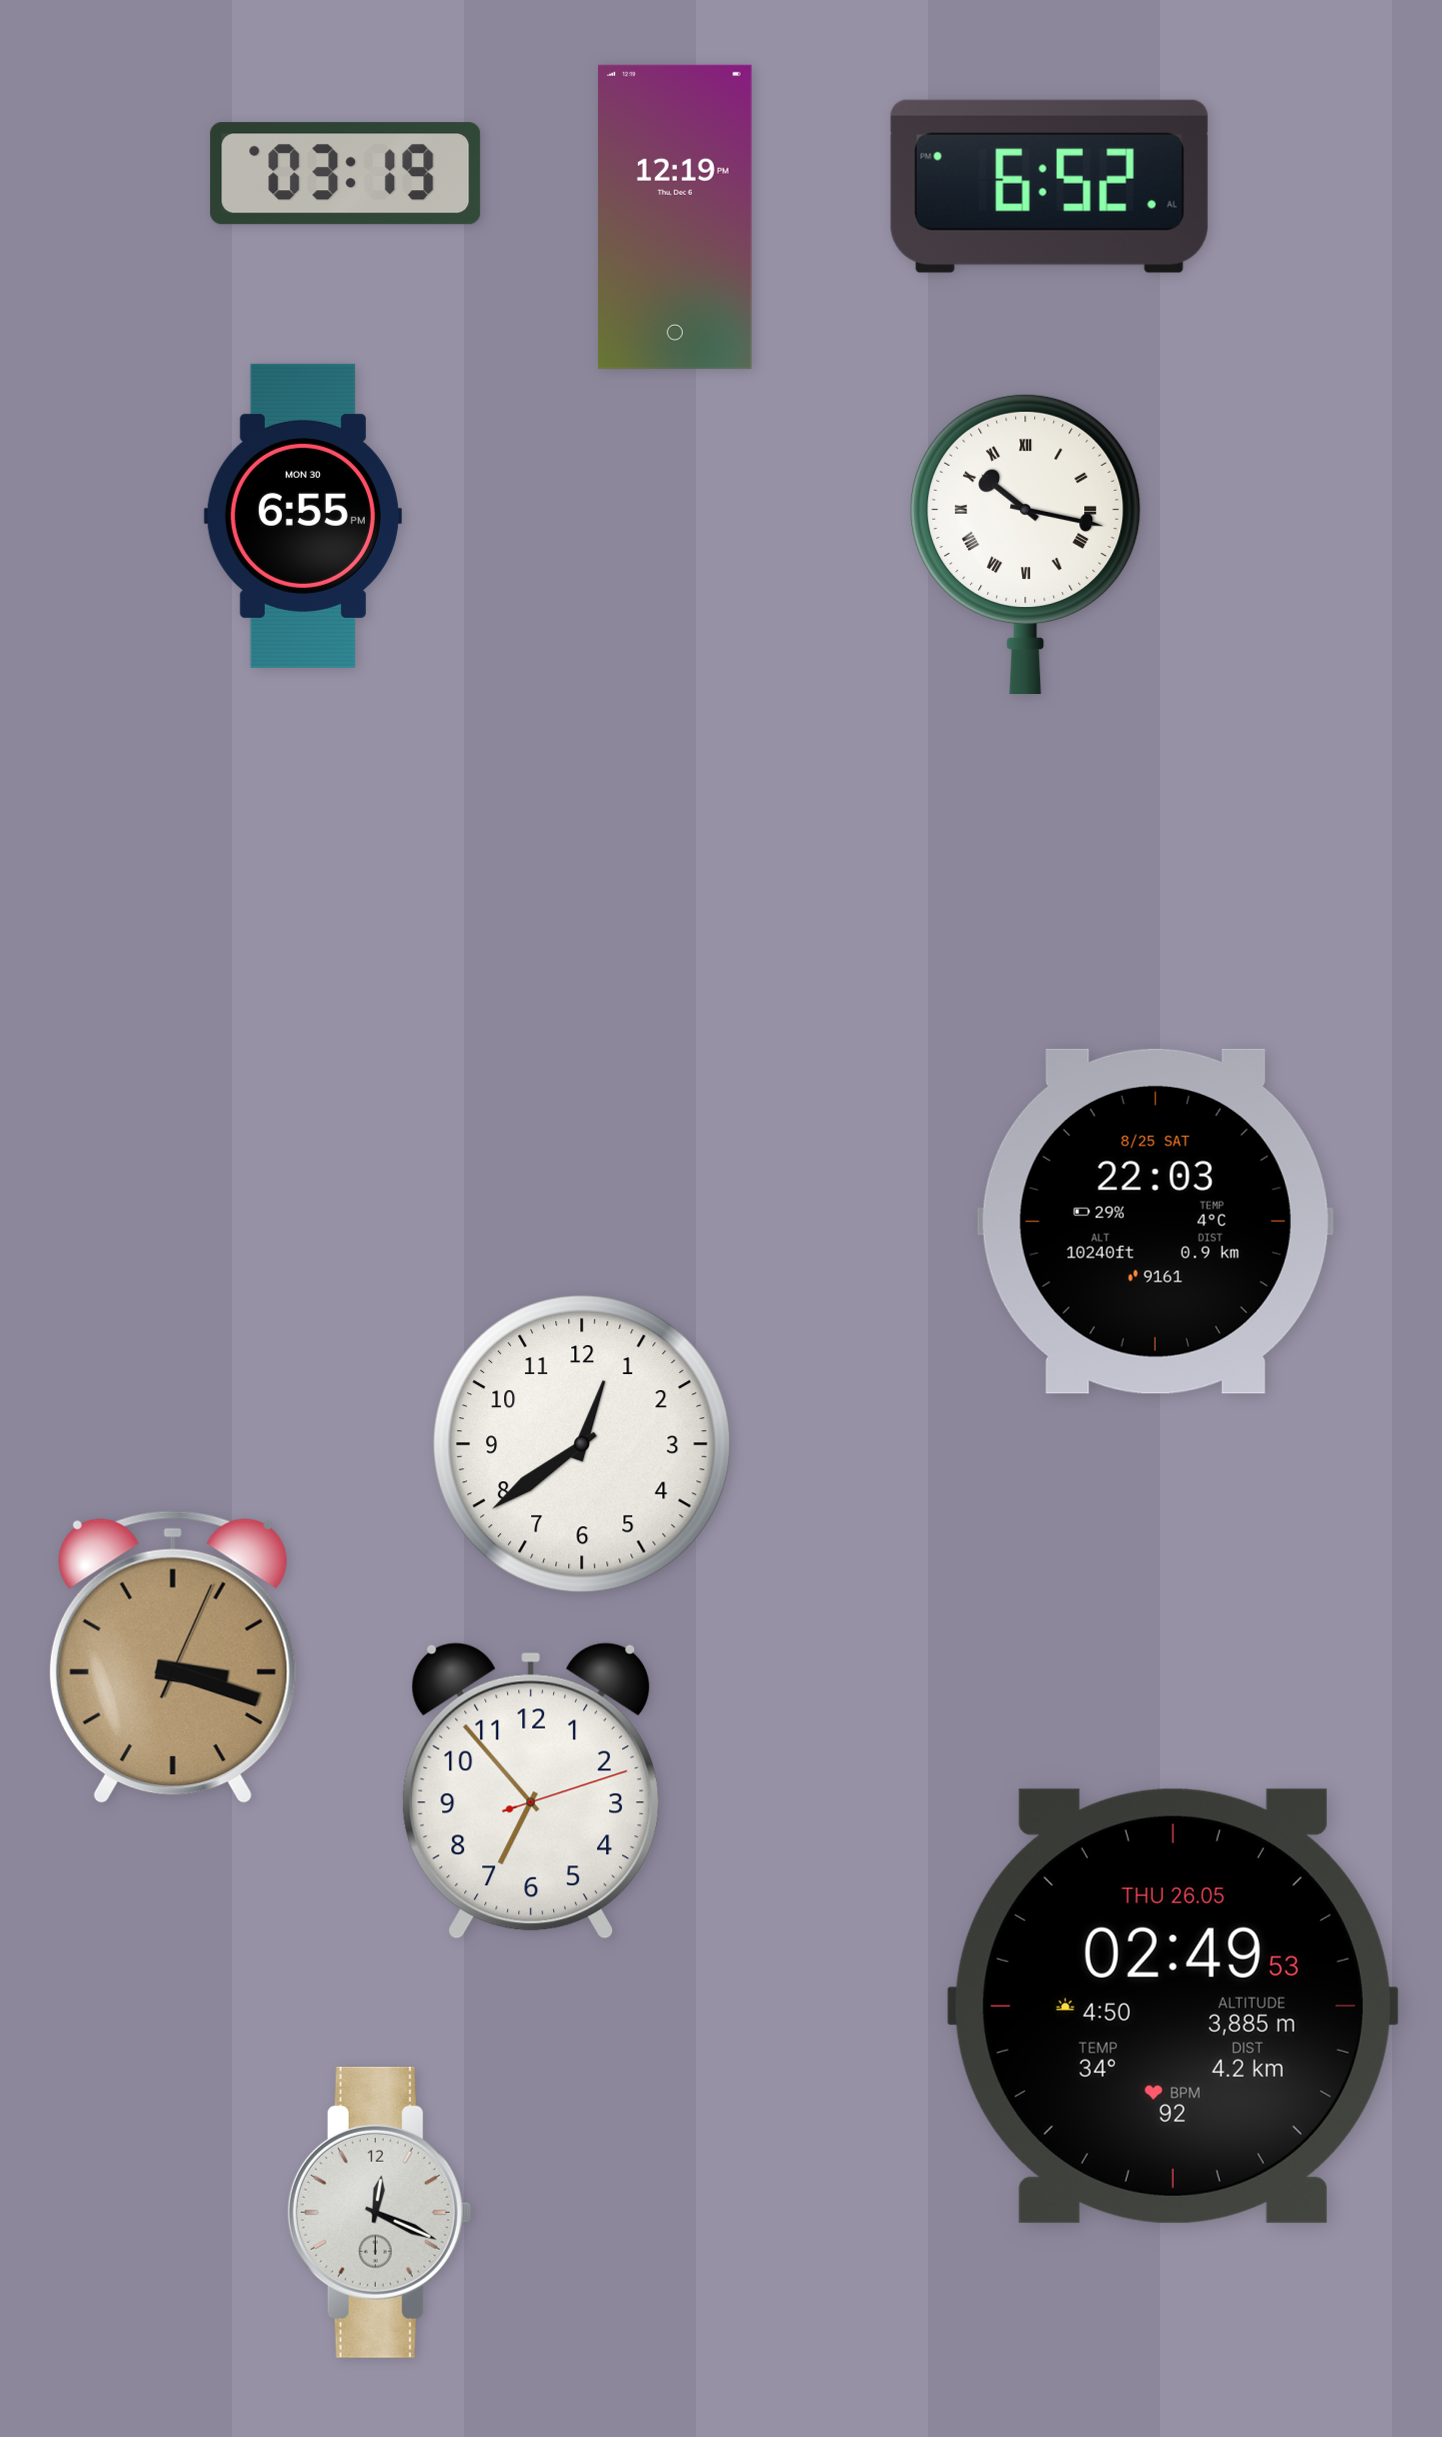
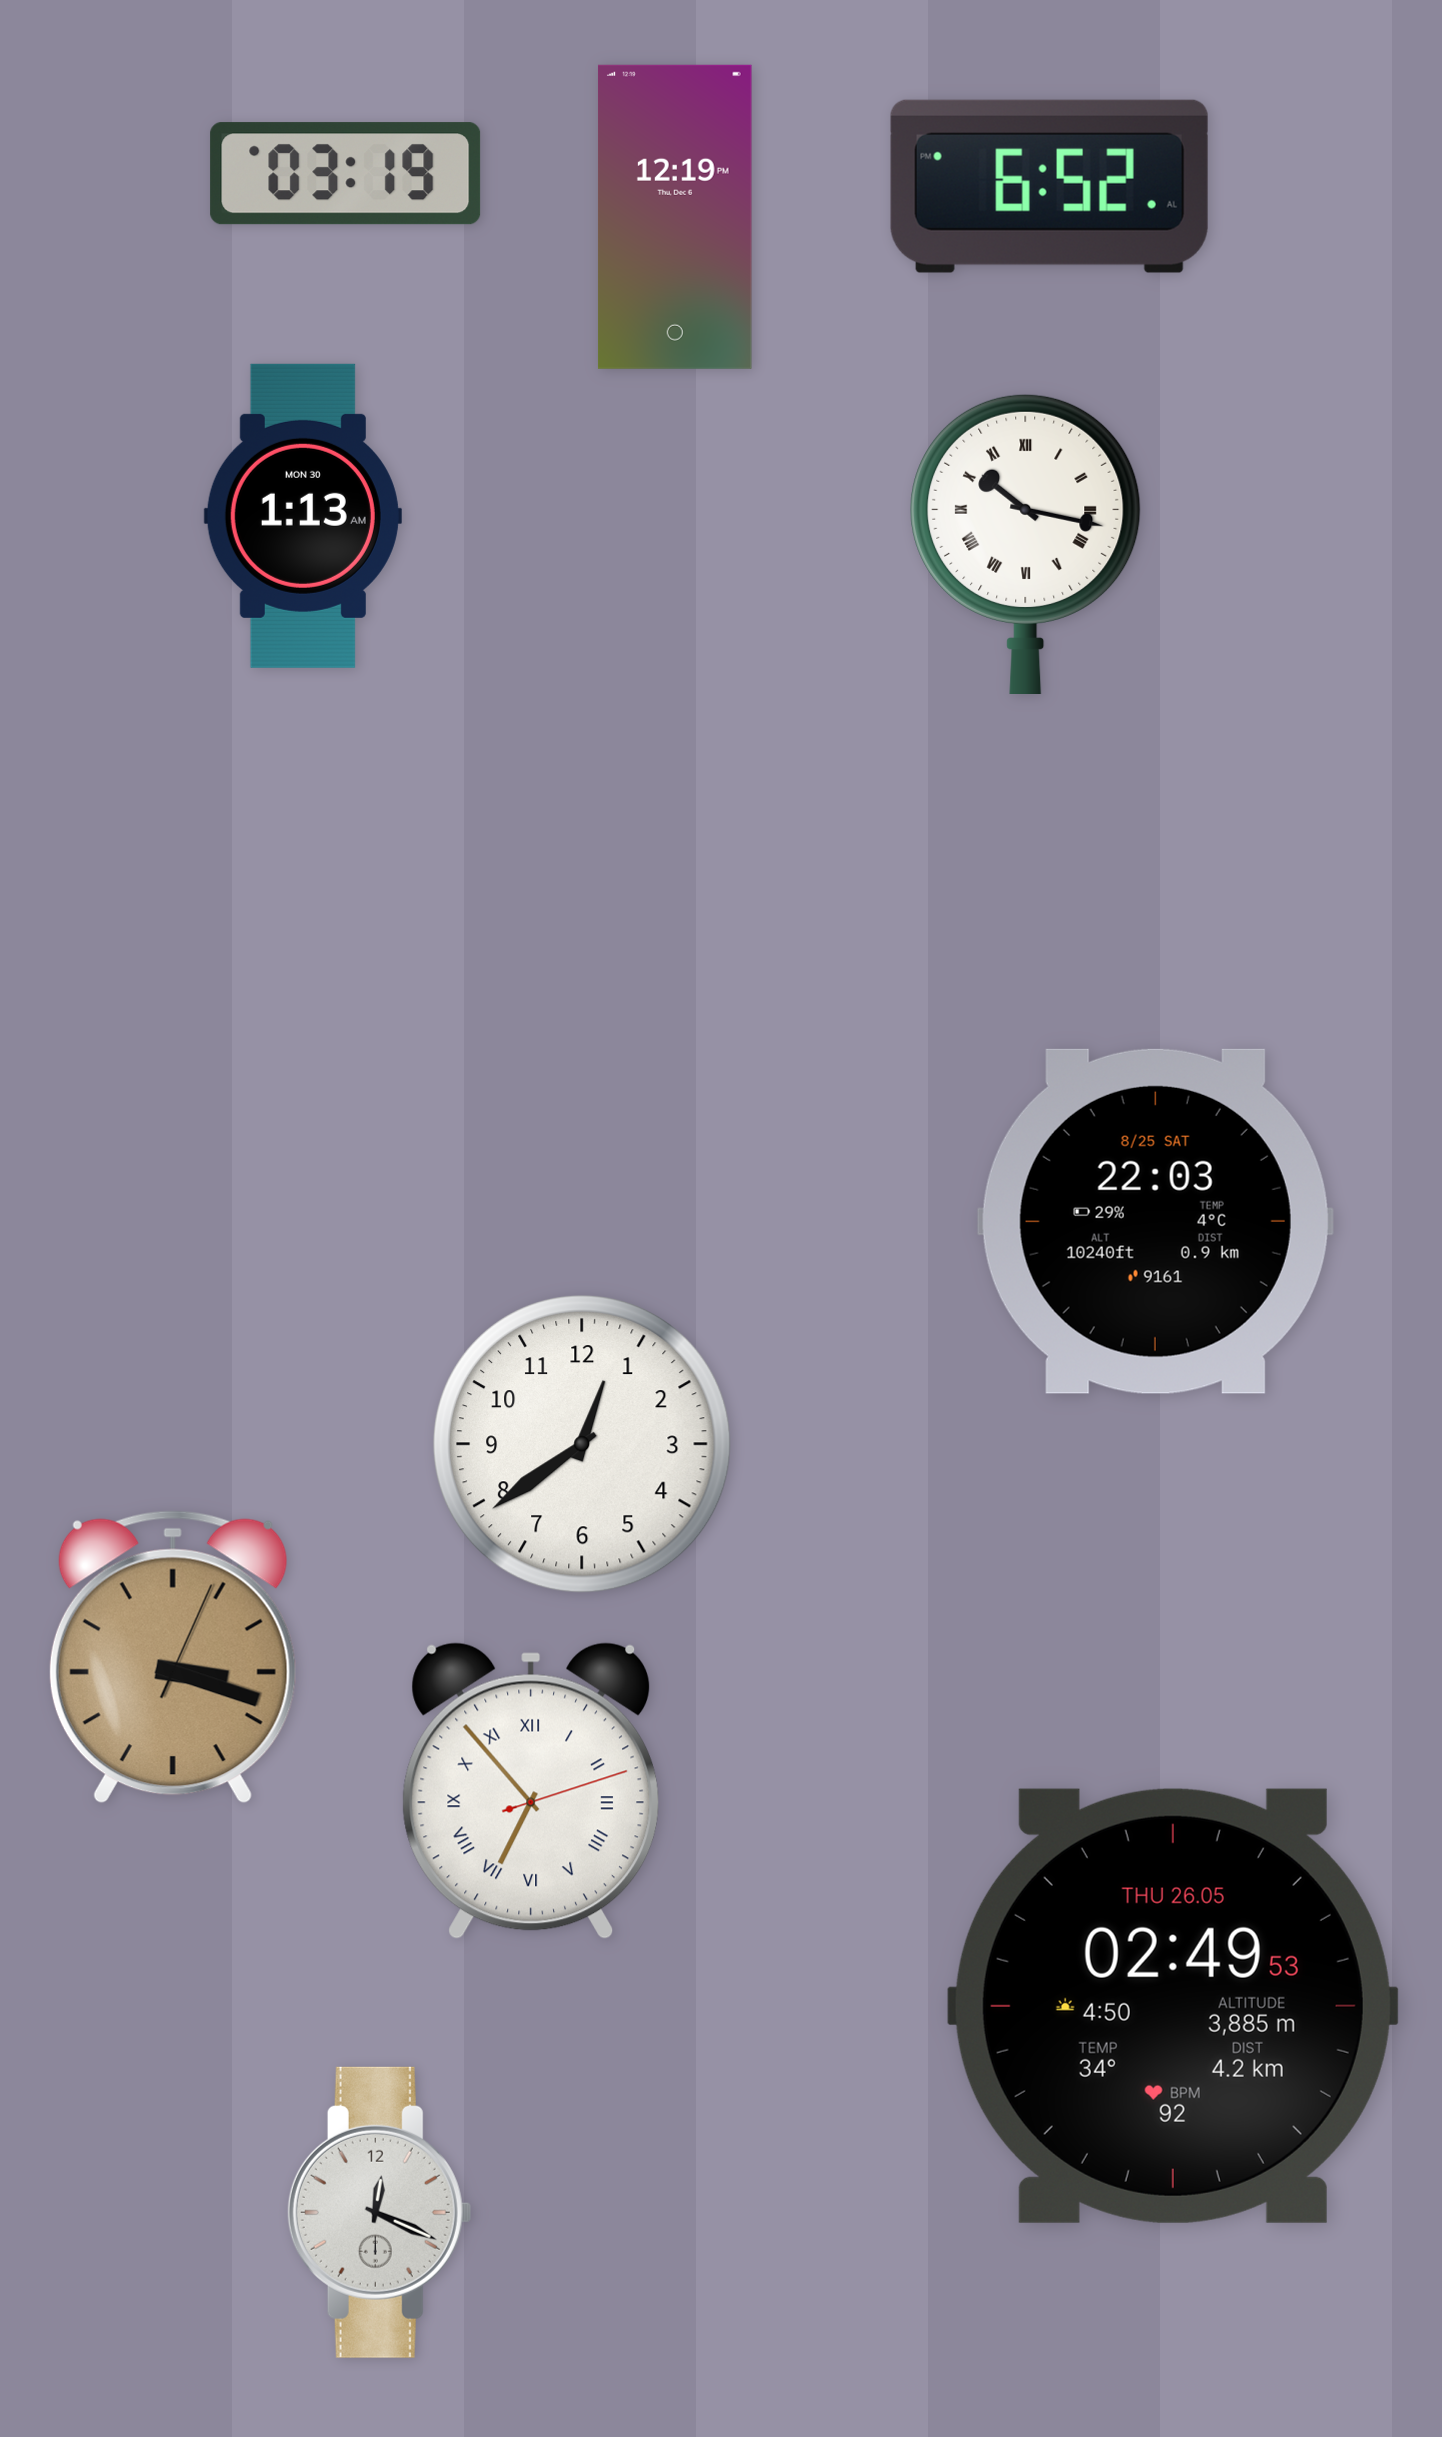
clock at (303, 516): 6:55 -> 1:13
clock at (530, 1791) numerals: Arabic -> Roman
